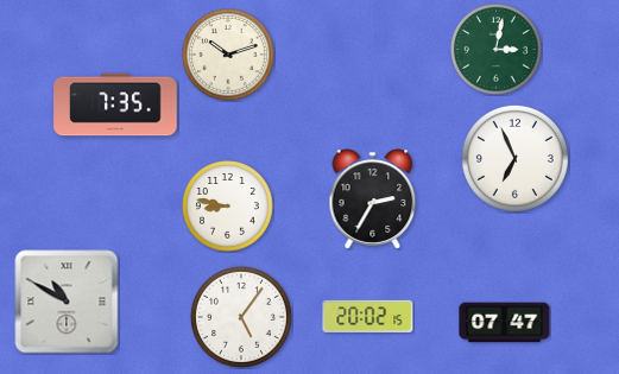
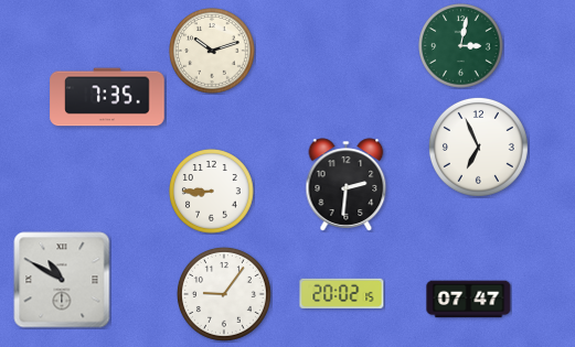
clock at (373, 199): 2:35 -> 2:31
clock at (228, 207): 8:47 -> 8:45
clock at (241, 317): 5:06 -> 9:06
